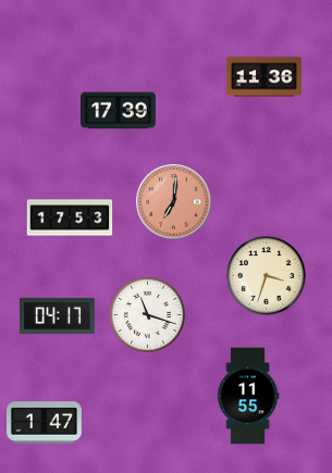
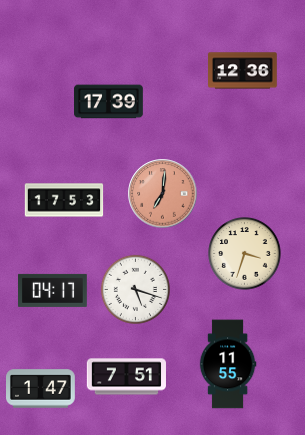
clock at (265, 77): 11:36 -> 12:36
clock at (174, 202) position: (174, 202) -> (163, 194)
clock at (147, 314): 11:18 -> 5:18
clock at (126, 377): none -> 7:51
